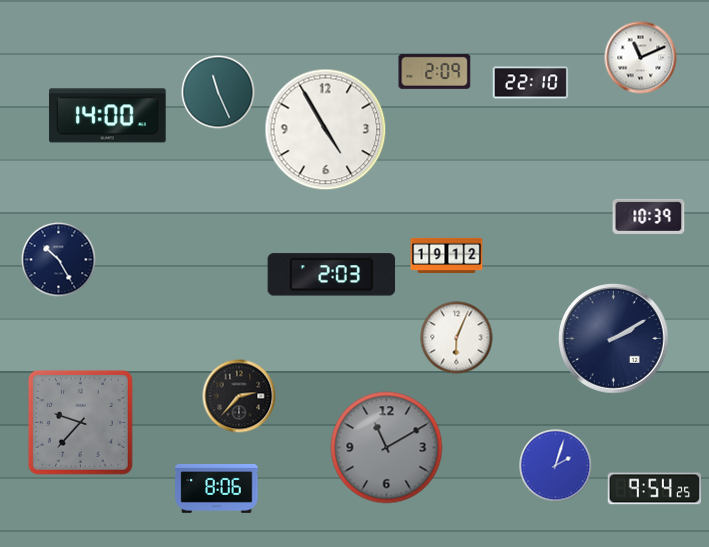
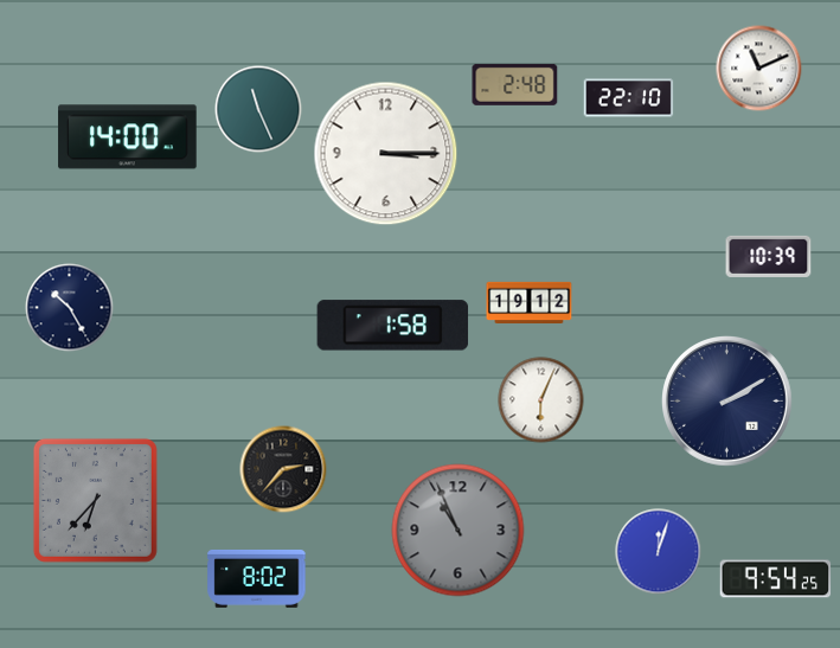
clock at (435, 71): 2:09 -> 2:48
clock at (326, 130): 4:55 -> 3:15
clock at (332, 275): 2:03 -> 1:58
clock at (80, 422): 9:37 -> 6:37
clock at (387, 448): 11:10 -> 10:56
clock at (556, 466): 2:03 -> 12:03
clock at (217, 488): 8:06 -> 8:02
